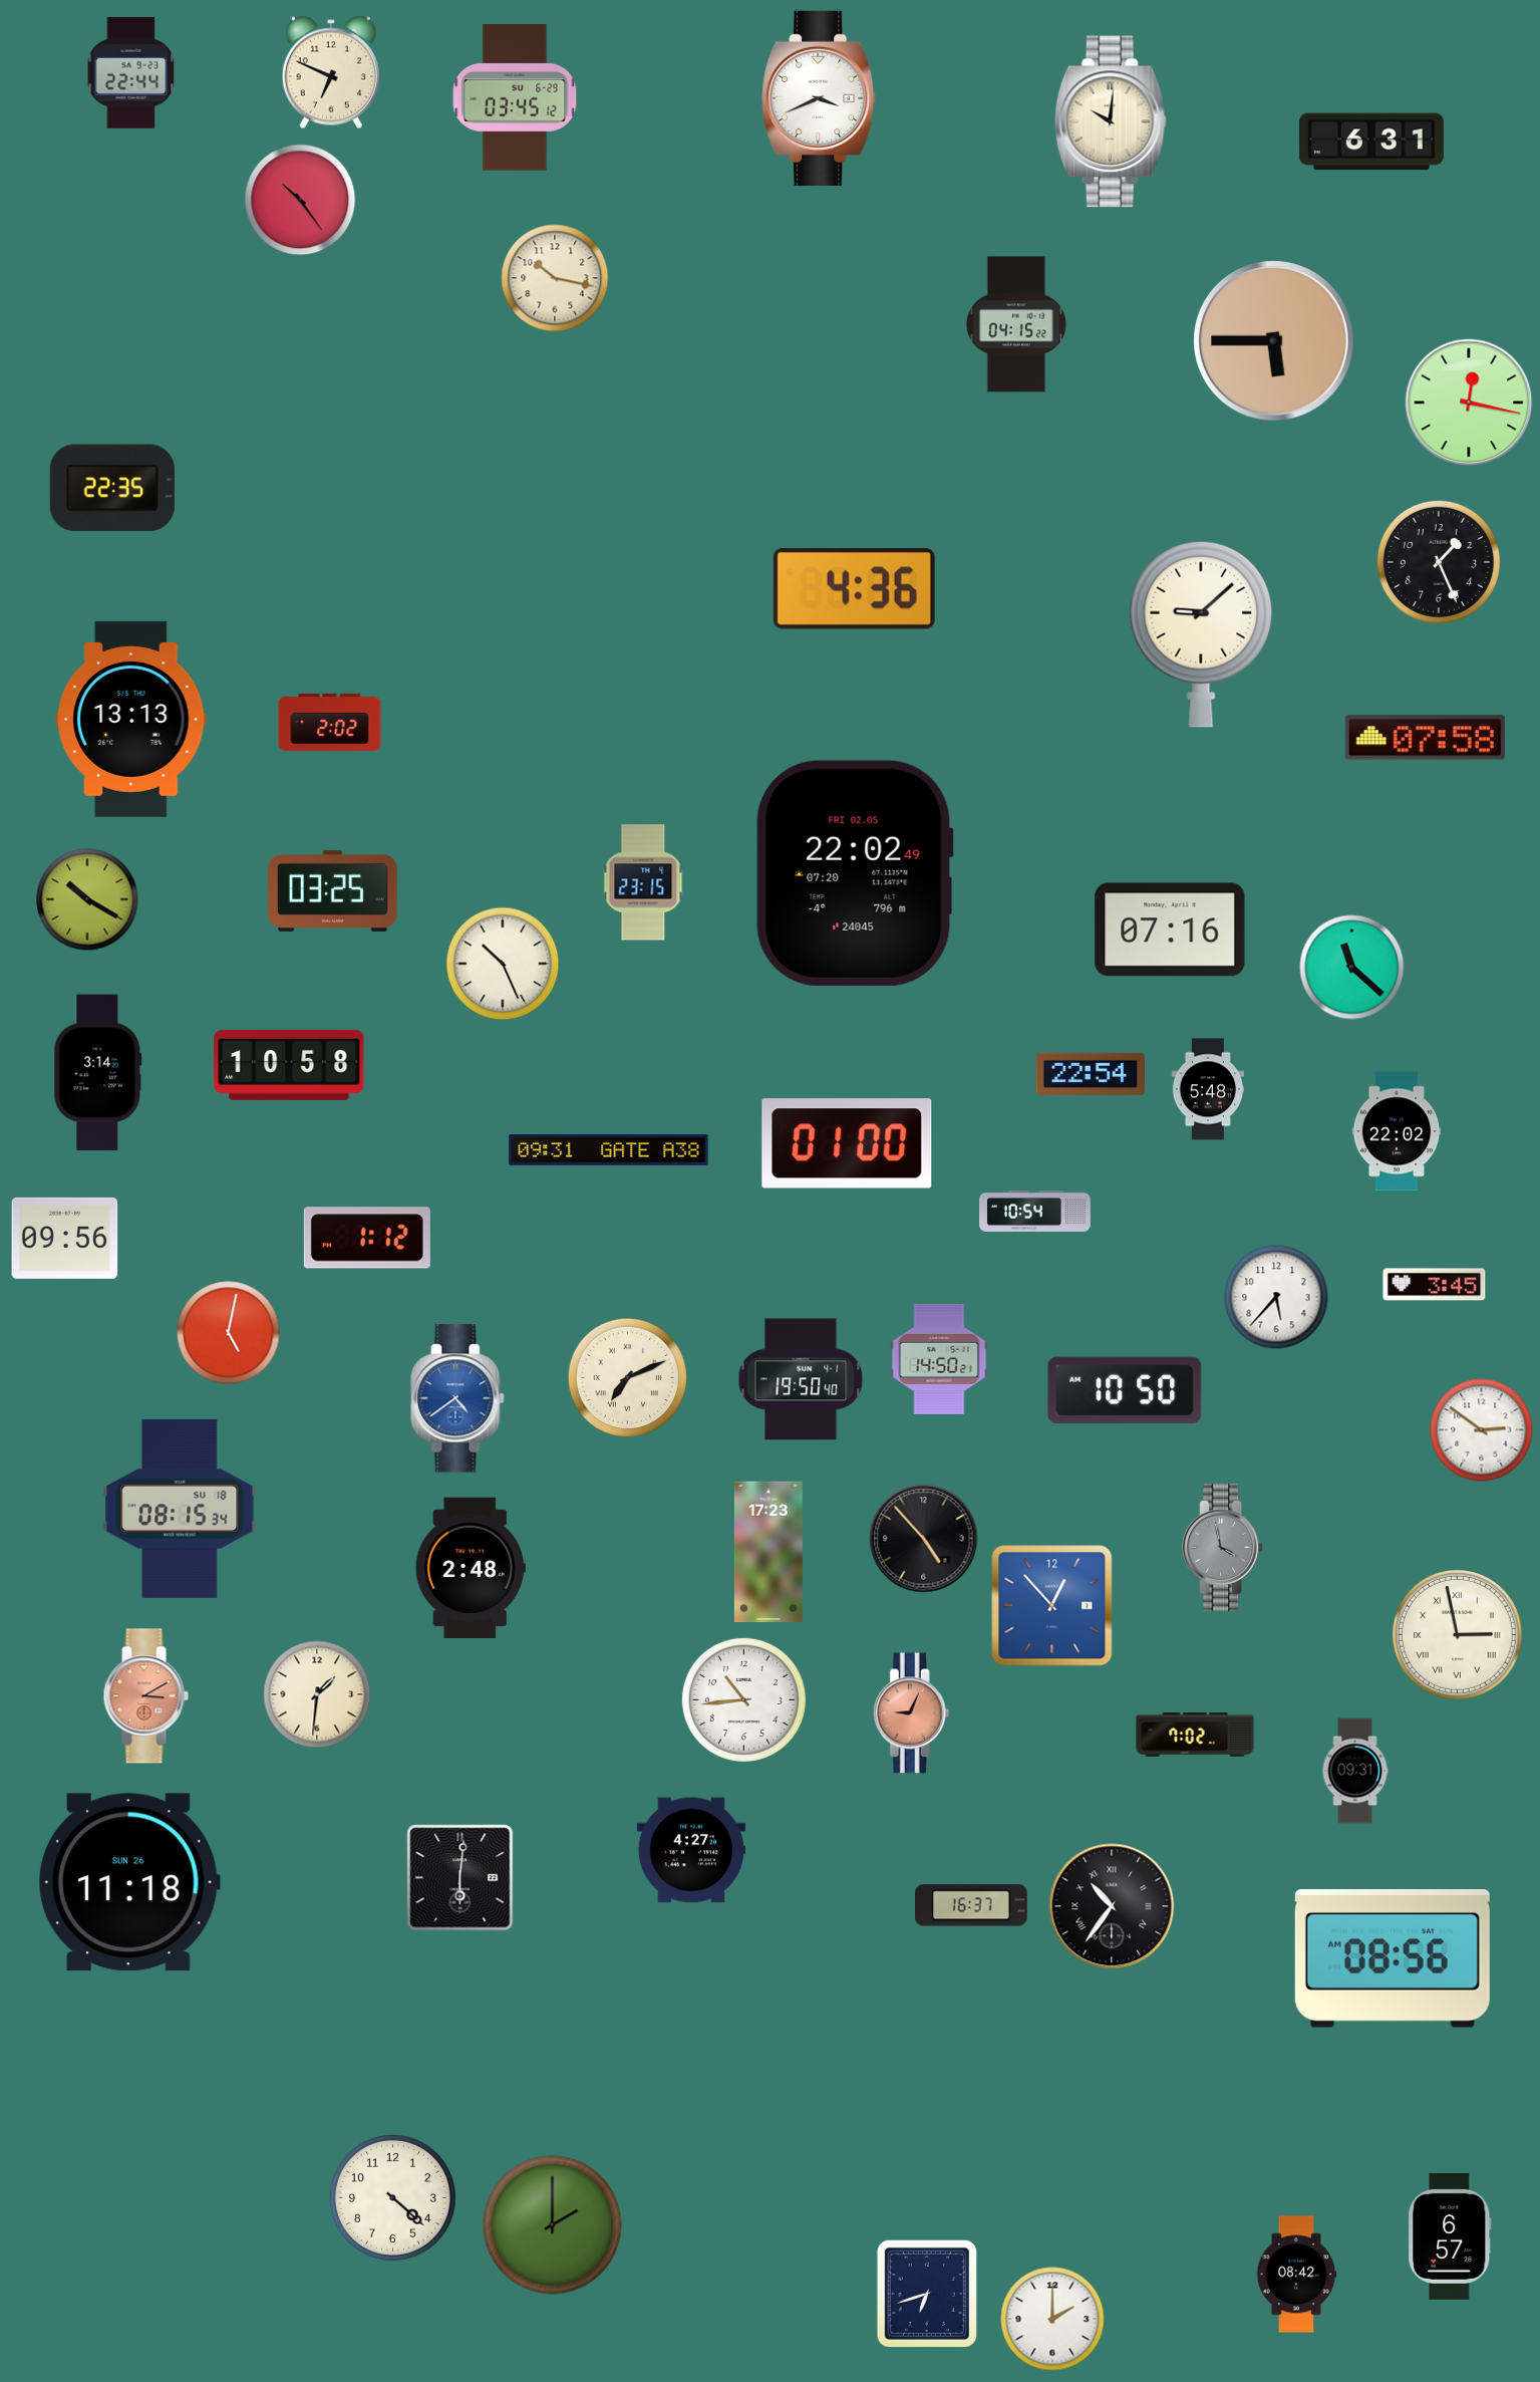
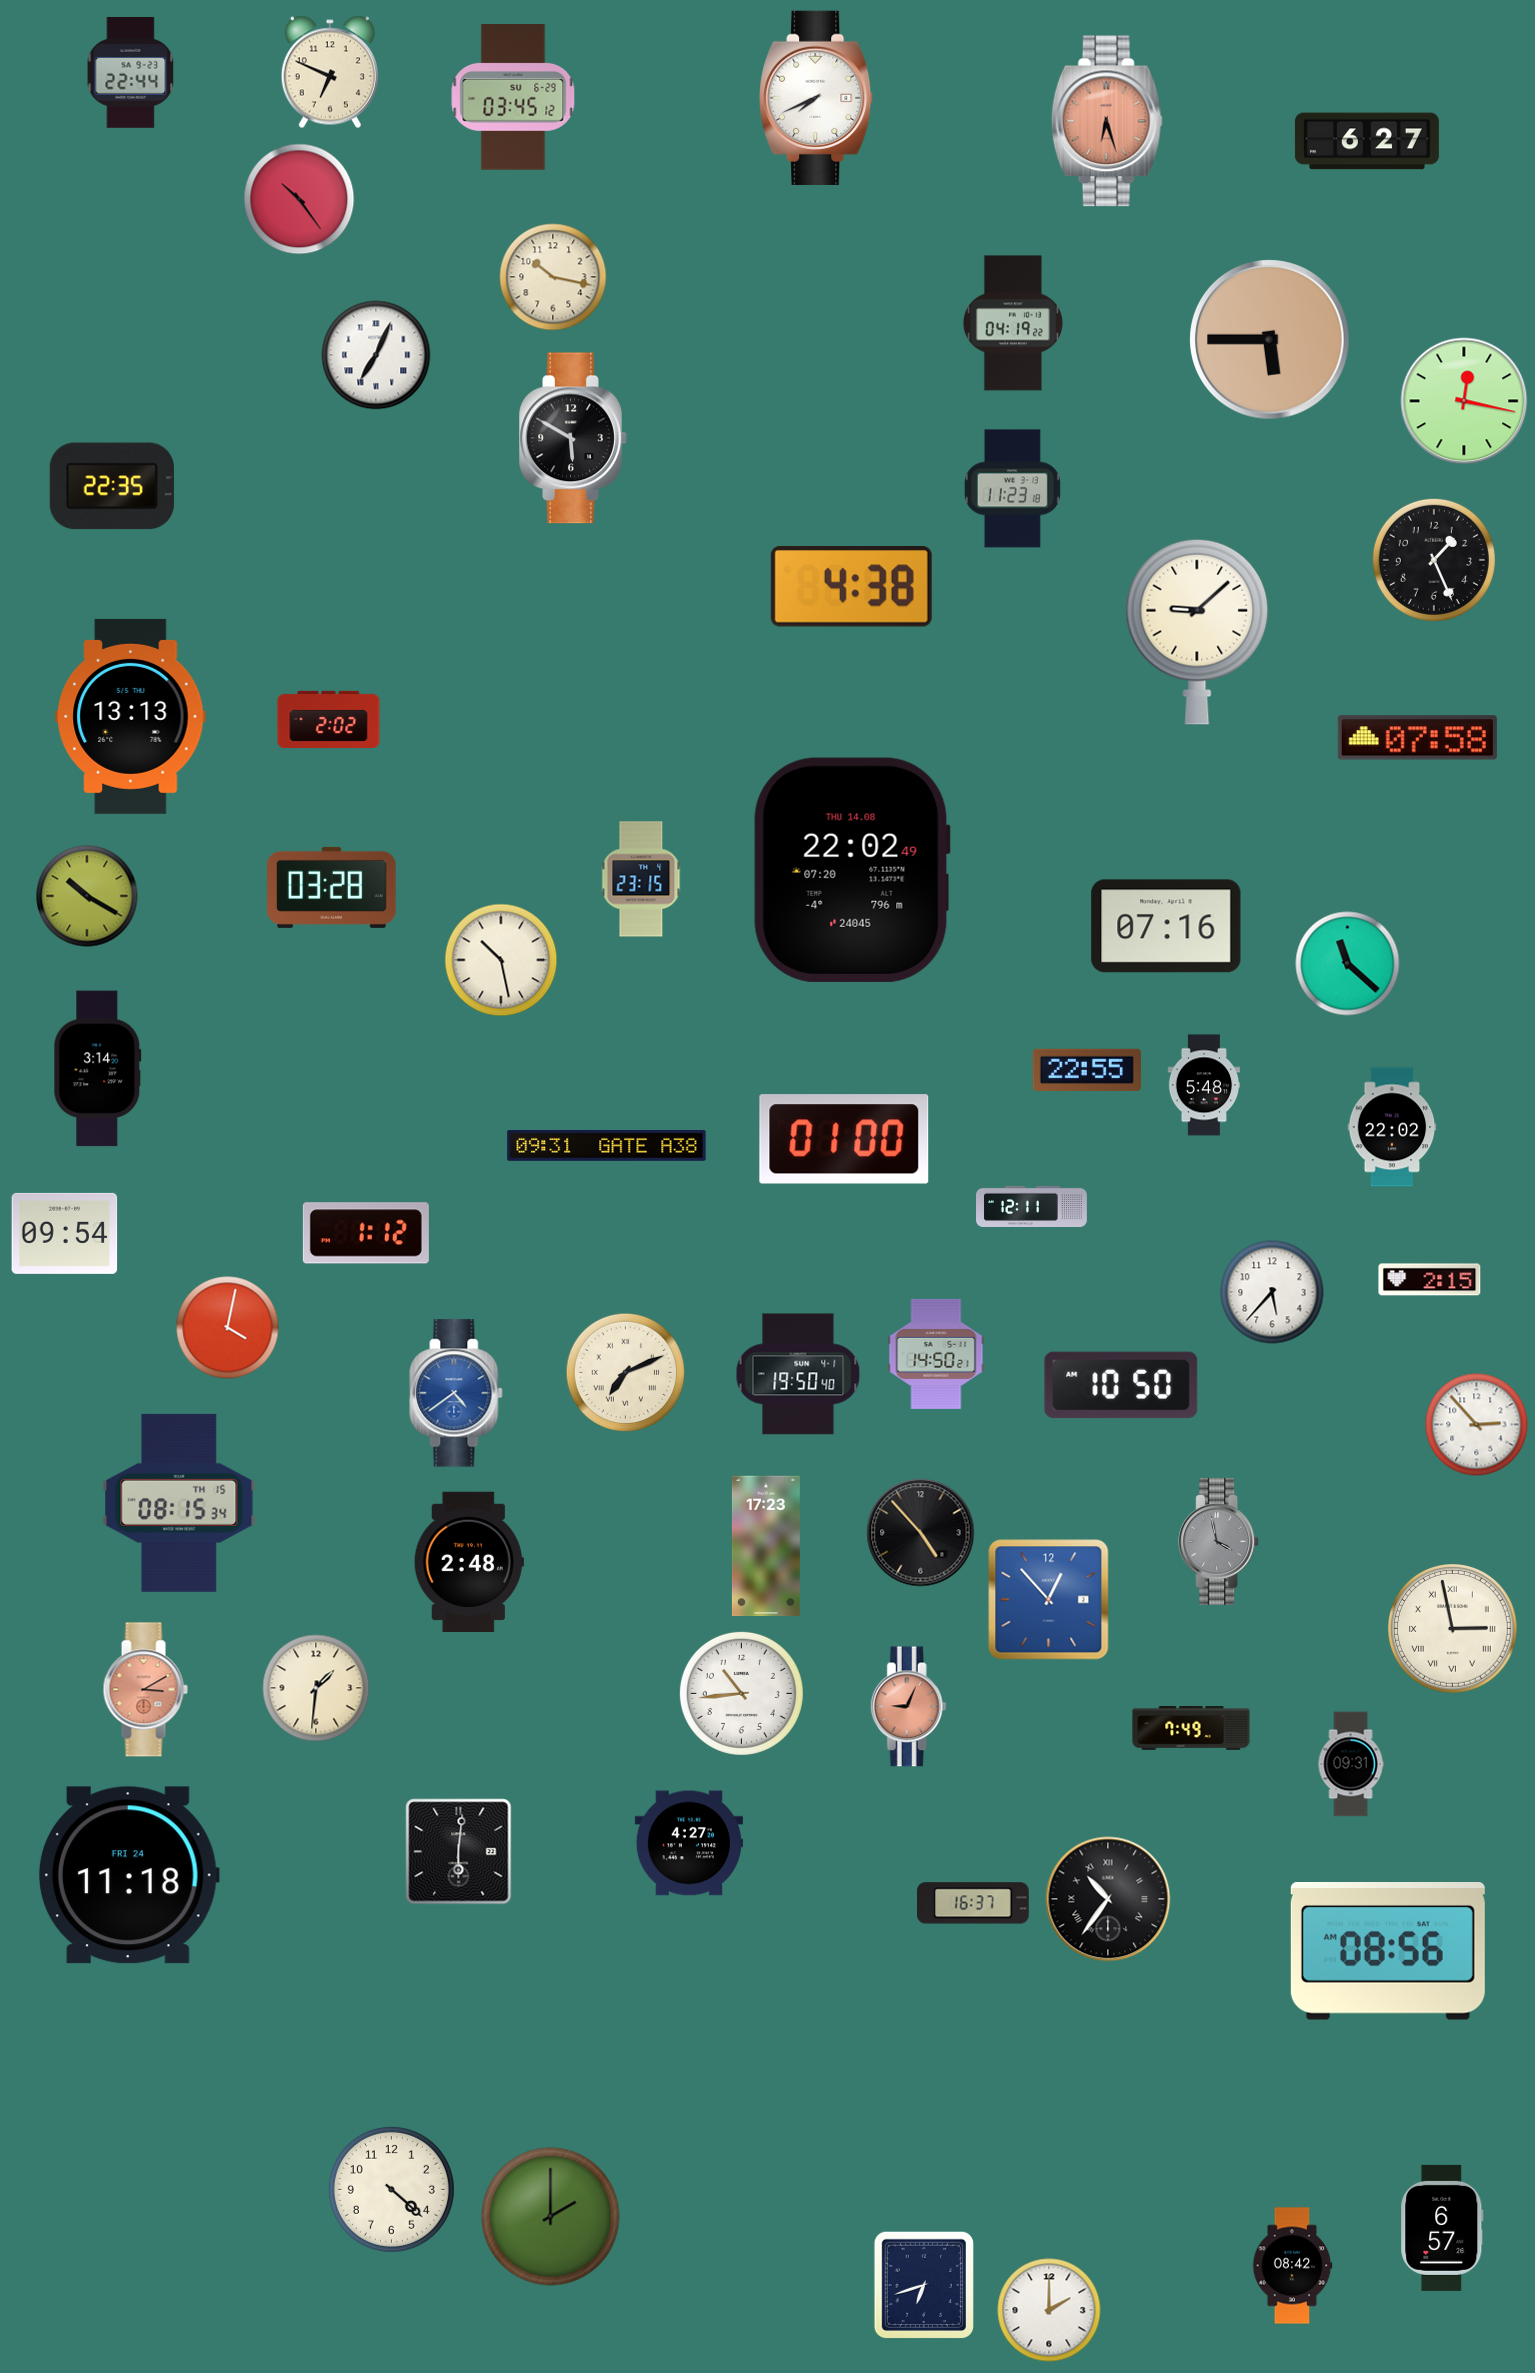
clock at (820, 98): 3:41 -> 7:41
clock at (1111, 121): 10:01 -> 6:27
clock at (1111, 121) dial: cream -> salmon
clock at (1371, 142): 6:31 -> 6:27
clock at (1016, 324): 04:15 -> 04:19
clock at (376, 355): none -> 7:04
clock at (573, 438): none -> 5:50
clock at (1012, 489): none -> 11:23
clock at (854, 589): 4:36 -> 4:38
clock at (1425, 738) position: (1425, 738) -> (1417, 738)
clock at (855, 873) date: FRI 02.05 -> THU 14.08
clock at (333, 890): 03:25 -> 03:28
clock at (503, 964): 10:26 -> 10:28
clock at (289, 1065): 10:58 -> none
clock at (1091, 1074): 22:54 -> 22:55
clock at (1035, 1211): 10:54 -> 12:11
clock at (65, 1238): 09:56 -> 09:54
clock at (1435, 1285): 3:45 -> 2:15
clock at (229, 1333): 5:02 -> 4:02
clock at (1482, 1430): 2:51 -> 2:53
clock at (180, 1509) date: SU 18 -> TH 15
clock at (1195, 1736): 7:02 -> 7:49
clock at (460, 1878) position: (460, 1878) -> (459, 1852)
clock at (129, 1882) date: SUN 26 -> FRI 24
clock at (972, 1905) position: (972, 1905) -> (974, 1903)
clock at (1450, 2236) position: (1450, 2236) -> (1442, 2228)
